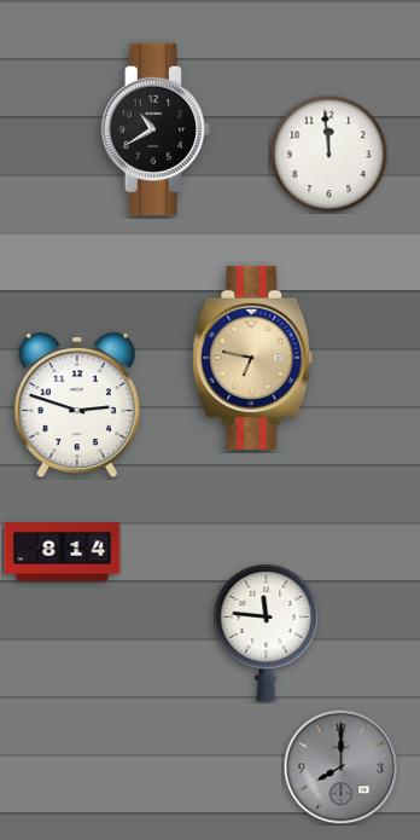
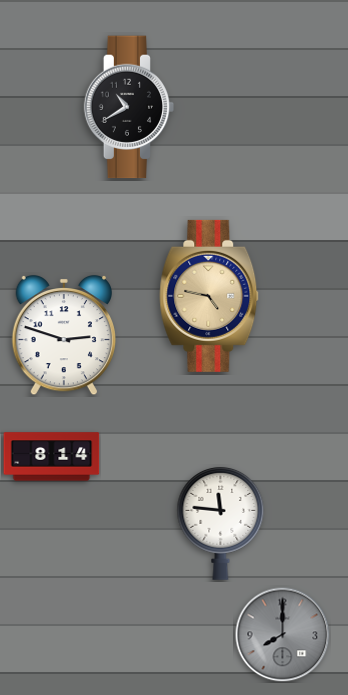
clock at (328, 153): 11:59 -> none
clock at (252, 358): 6:47 -> 4:47
